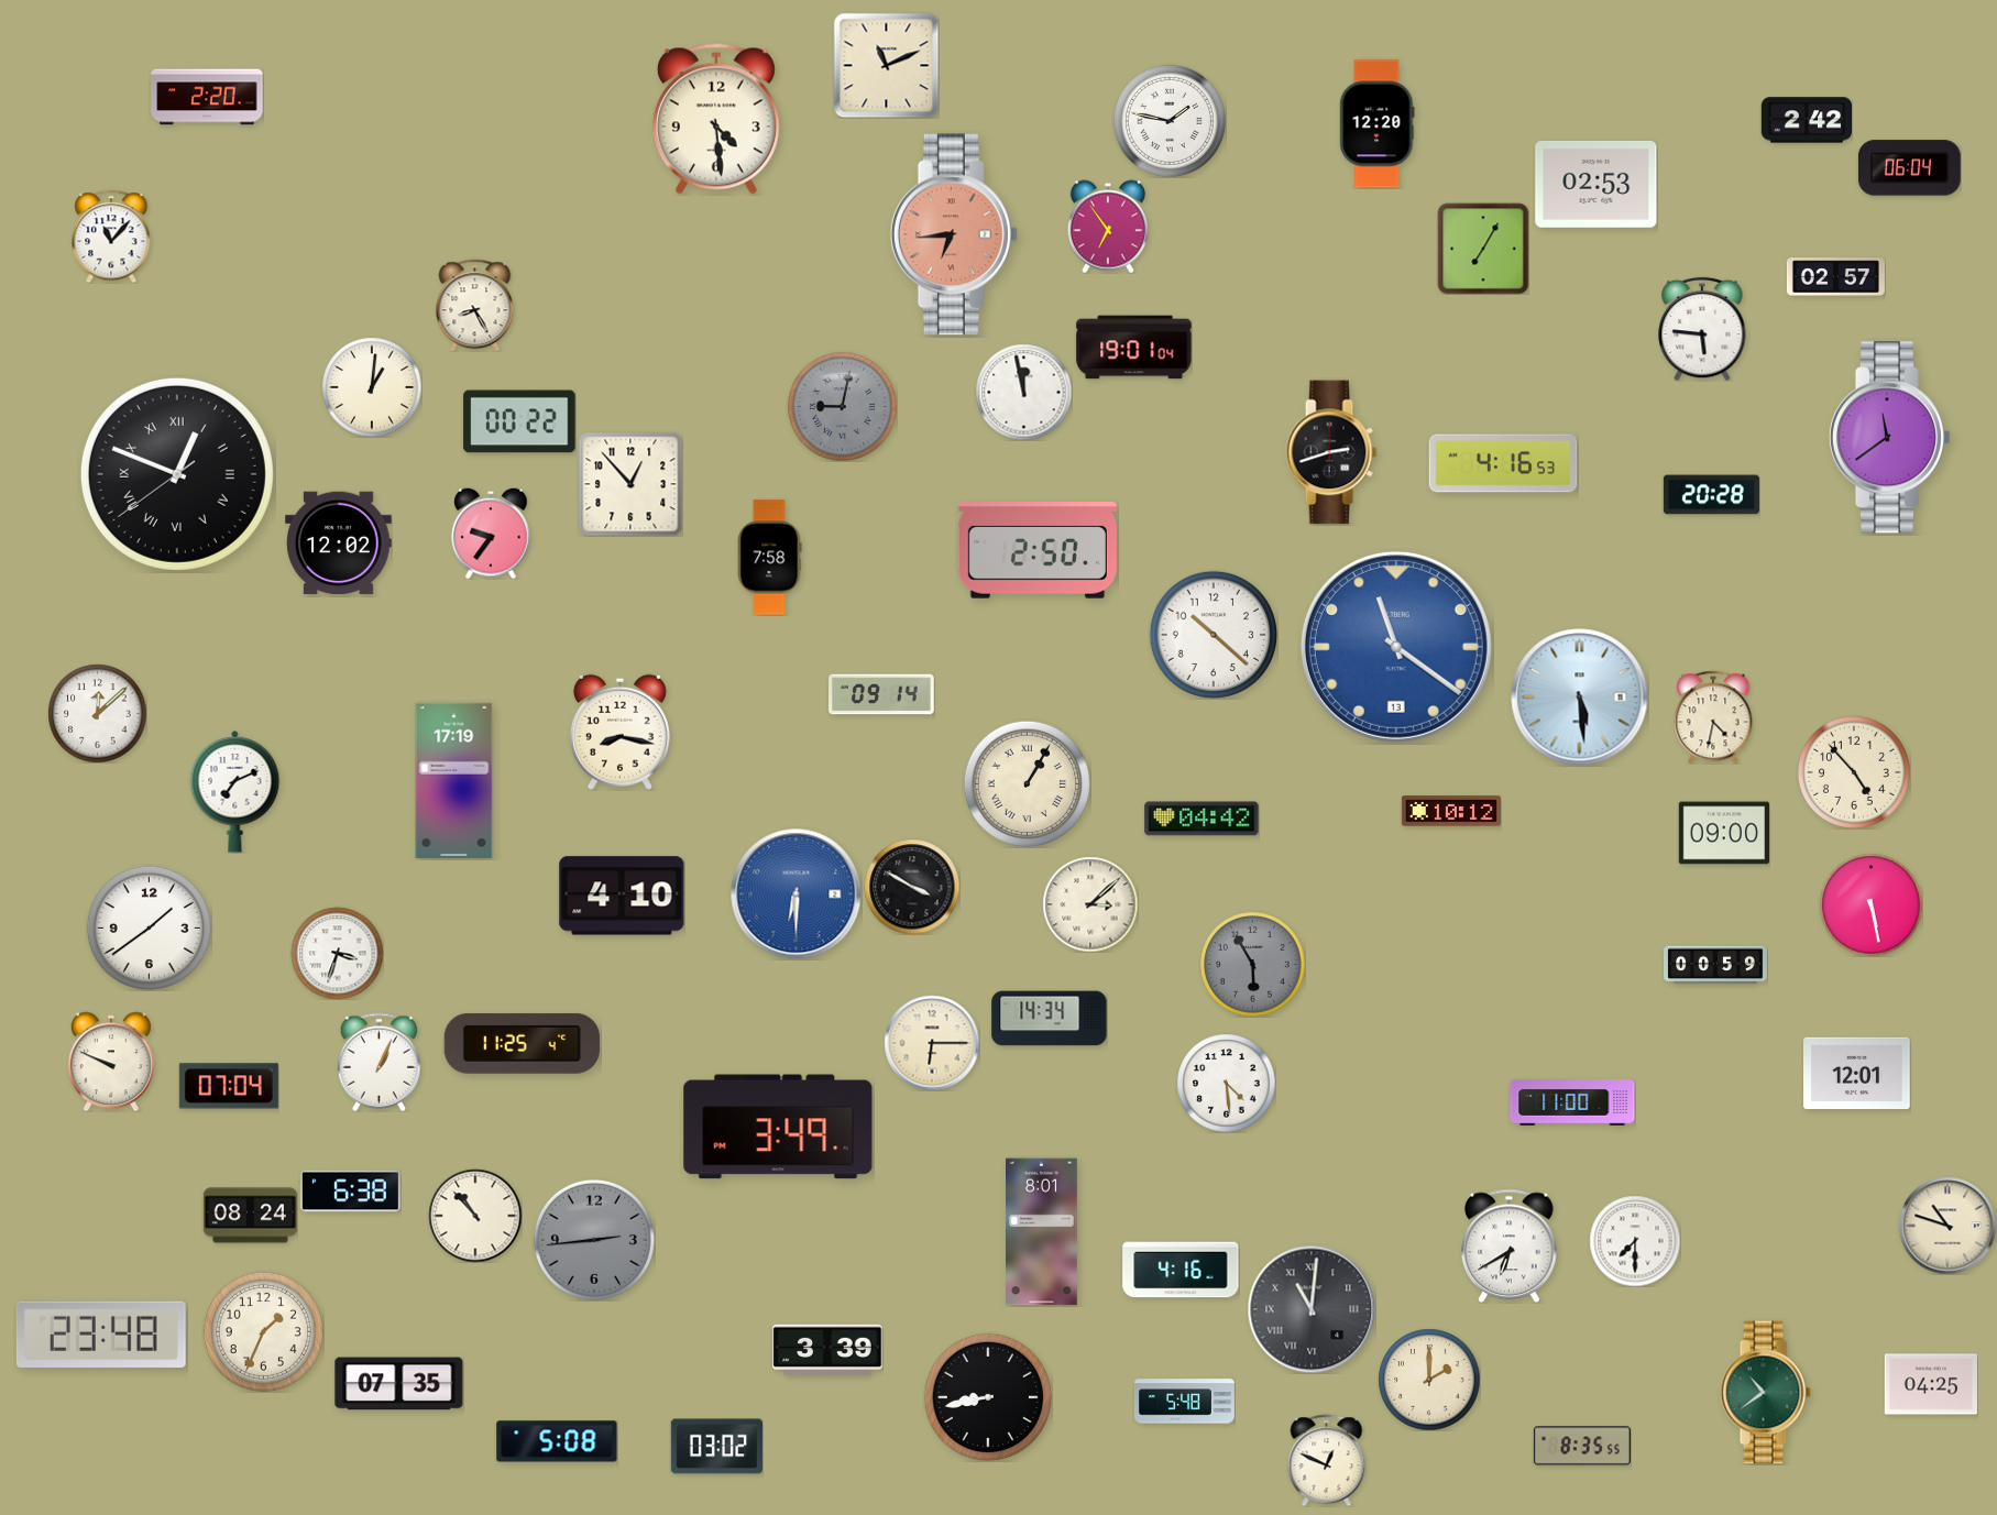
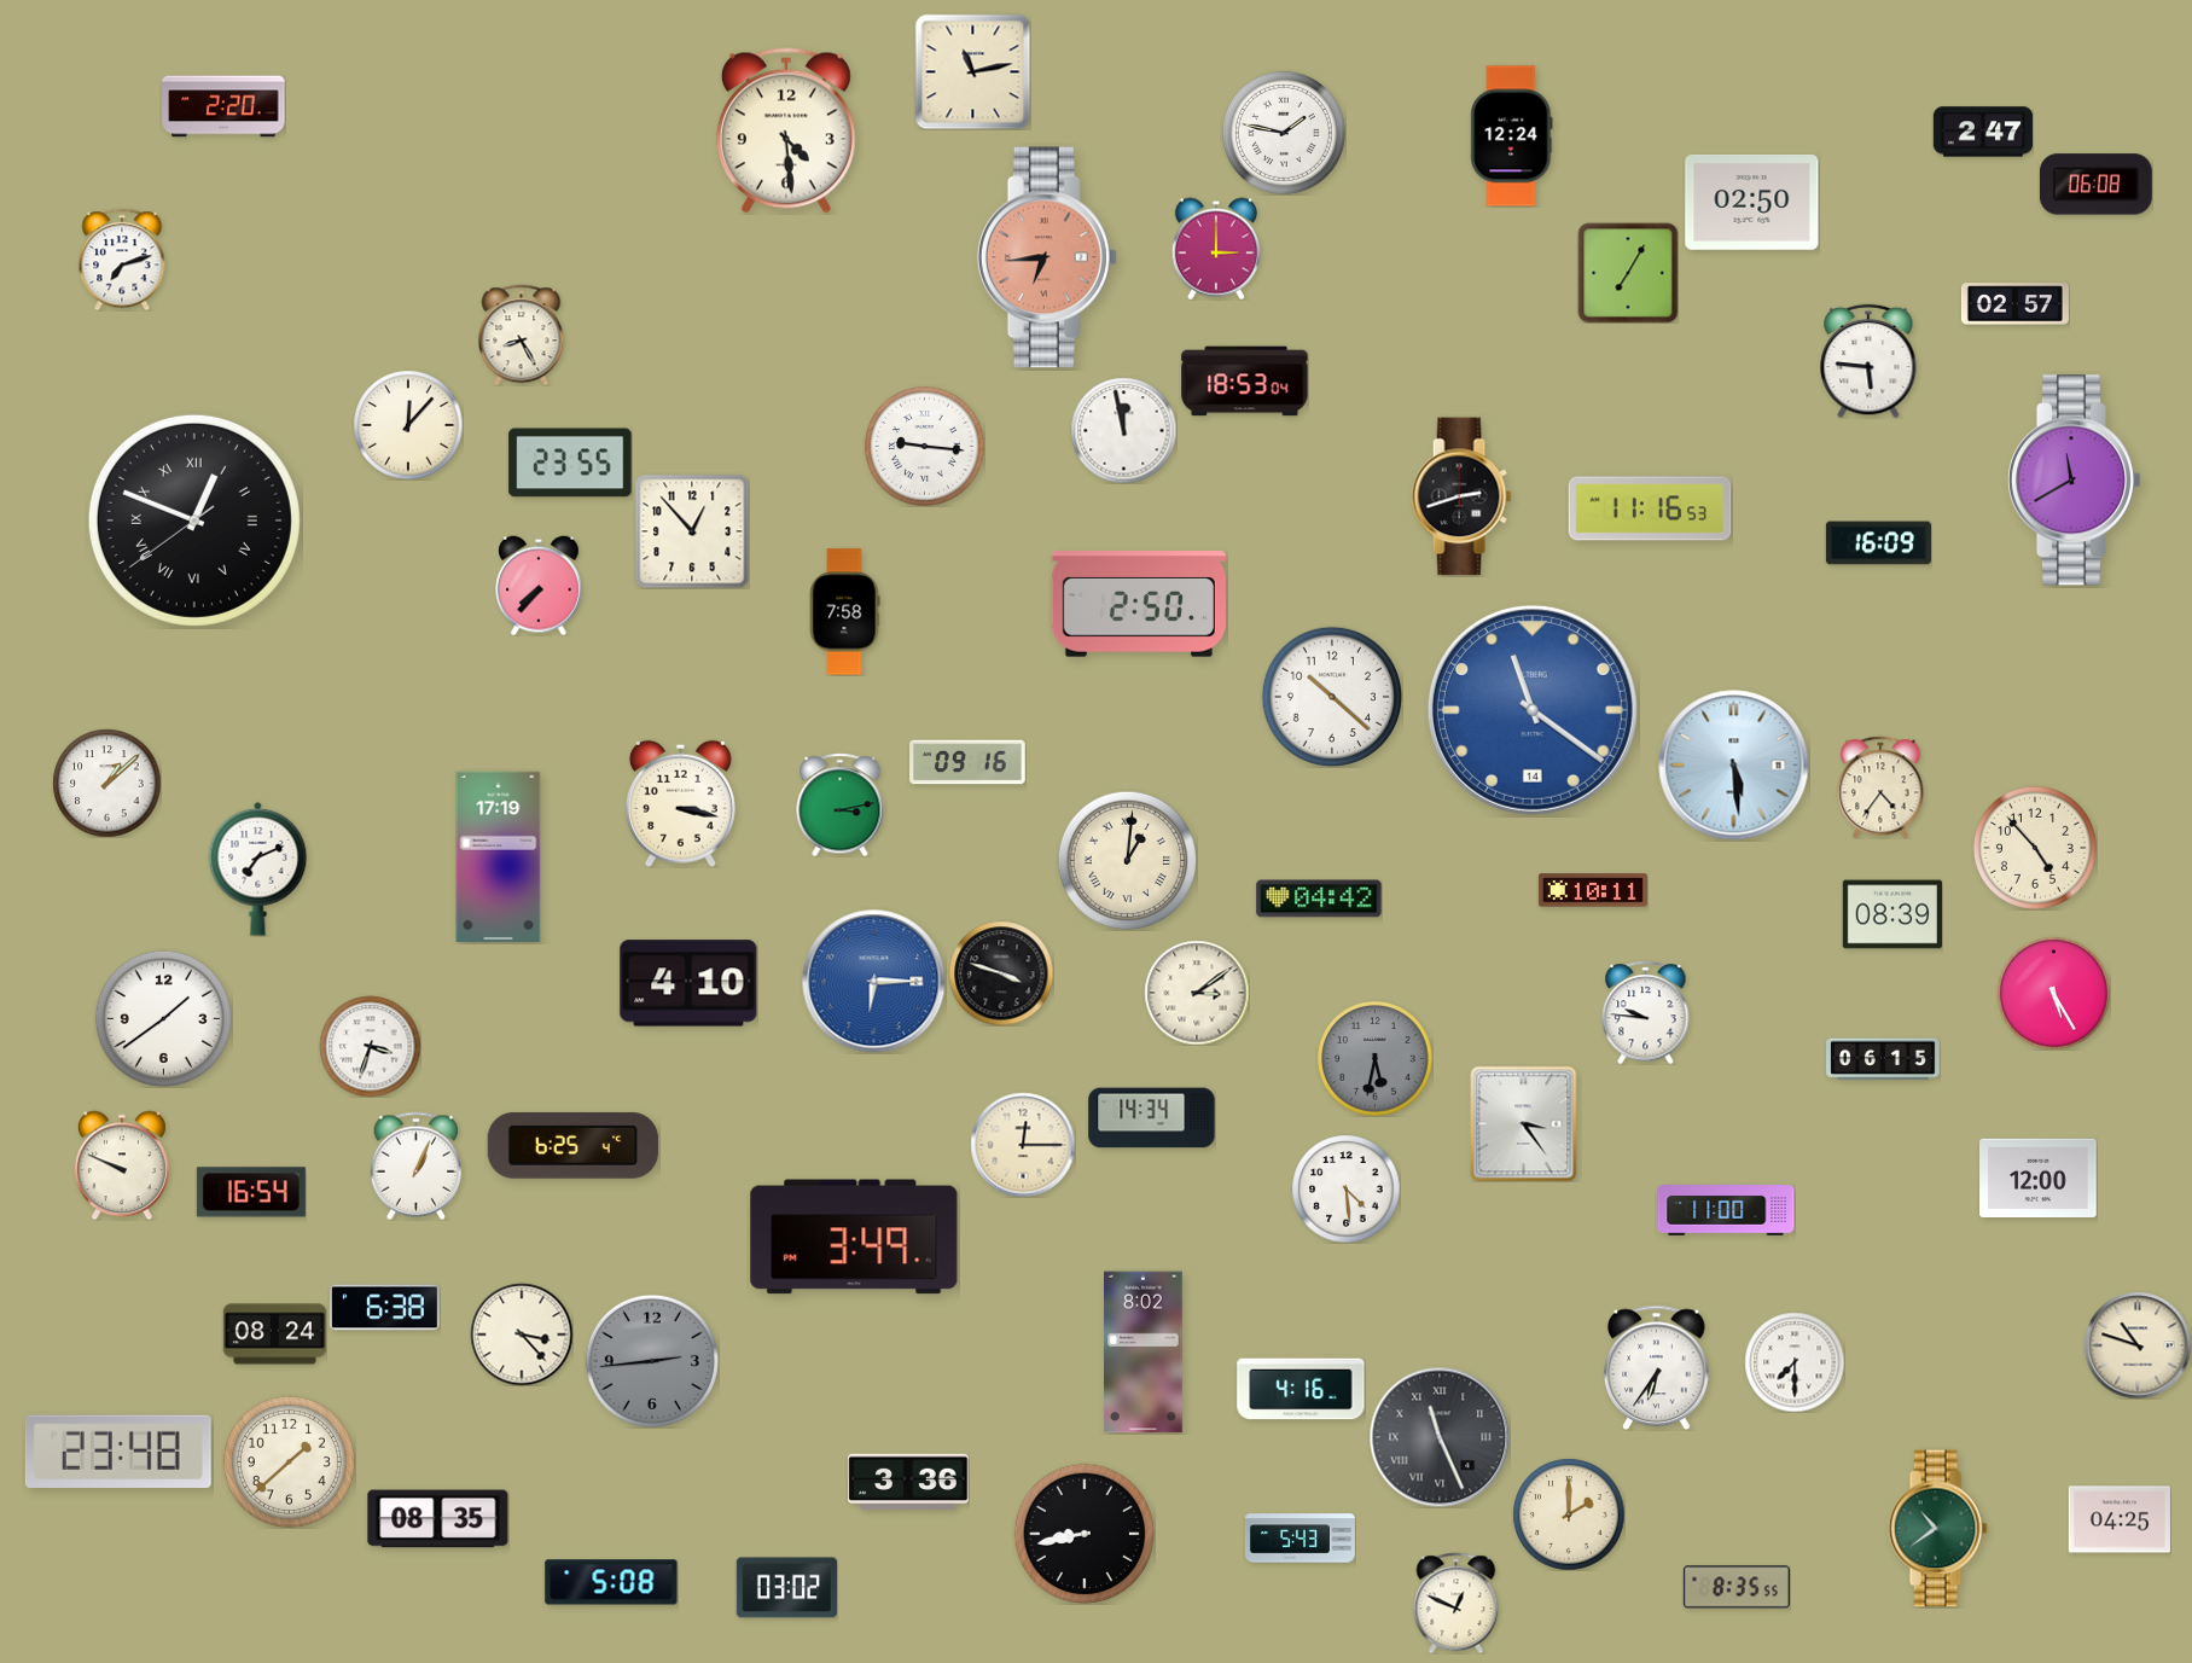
clock at (886, 65): 11:11 -> 11:13
clock at (207, 97) position: (207, 97) -> (223, 106)
clock at (1807, 120): 2:42 -> 2:47
clock at (1378, 124): 12:20 -> 12:24
clock at (1909, 168): 06:04 -> 06:08
clock at (1596, 185): 02:53 -> 02:50
clock at (1108, 227): 6:54 -> 3:00
clock at (111, 237): 11:07 -> 7:12
clock at (1134, 348): 19:01 -> 18:53
clock at (372, 387): 1:01 -> 12:07
clock at (843, 407): 9:02 -> 9:16
clock at (843, 407) dial: grey -> white
clock at (519, 421): 00:22 -> 23:55
clock at (1889, 438): 11:39 -> 11:40
clock at (1503, 463): 4:16 -> 11:16
clock at (1711, 495): 20:28 -> 16:09
clock at (492, 534): 9:36 -> 7:37
clock at (339, 544): 12:02 -> none
clock at (1396, 647) date: 13 -> 14
clock at (881, 694): 09:14 -> 09:16
clock at (97, 713): 12:08 -> 1:08
clock at (1713, 717): 4:32 -> 4:36
clock at (619, 732): 8:17 -> 3:17
clock at (841, 804): none -> 3:13
clock at (1027, 783): 1:05 -> 1:01
clock at (1451, 811): 10:12 -> 10:11
clock at (1723, 833): 09:00 -> 08:39
clock at (912, 887): 3:50 -> 3:48
clock at (797, 894): 6:30 -> 6:15
clock at (622, 896) position: (622, 896) -> (688, 983)
clock at (1090, 904): 3:08 -> 3:09
clock at (1870, 904): 5:28 -> 5:25
clock at (1646, 1012): none -> 9:46
clock at (1252, 964): 5:55 -> 5:32
clock at (1716, 965): 00:59 -> 06:15
clock at (1524, 1123): none -> 3:24
clock at (522, 1043): 11:25 -> 6:25
clock at (932, 1043): 6:15 -> 12:15
clock at (1857, 1073): 12:01 -> 12:00
clock at (229, 1086): 07:04 -> 16:54
clock at (475, 1216): 10:53 -> 3:23
clock at (1042, 1232): 8:01 -> 8:02
clock at (1510, 1245): 6:40 -> 6:36
clock at (1181, 1270) position: (1181, 1270) -> (1301, 1389)
clock at (1312, 1309): 11:01 -> 11:26
clock at (263, 1331): 1:34 -> 1:38
clock at (101, 1335) position: (101, 1335) -> (118, 1452)
clock at (827, 1350): 3:39 -> 3:36
clock at (399, 1384): 07:35 -> 08:35
clock at (1184, 1402): 5:48 -> 5:43
